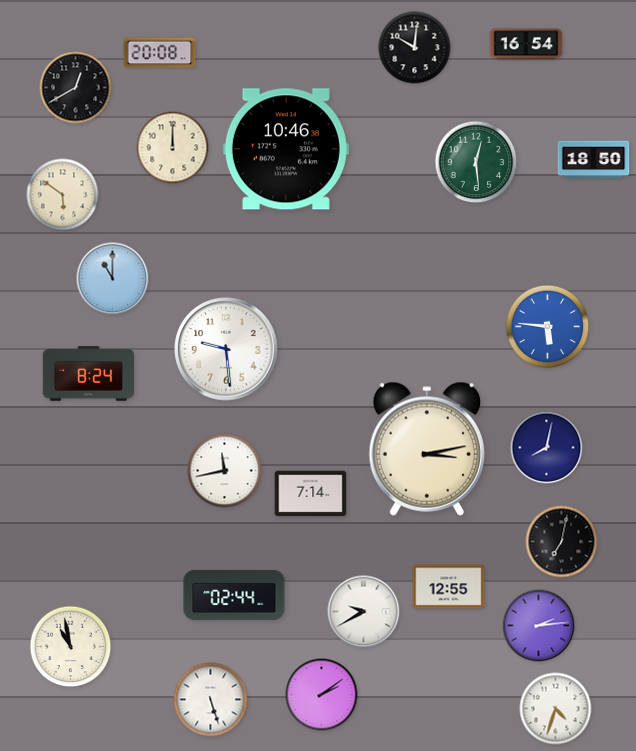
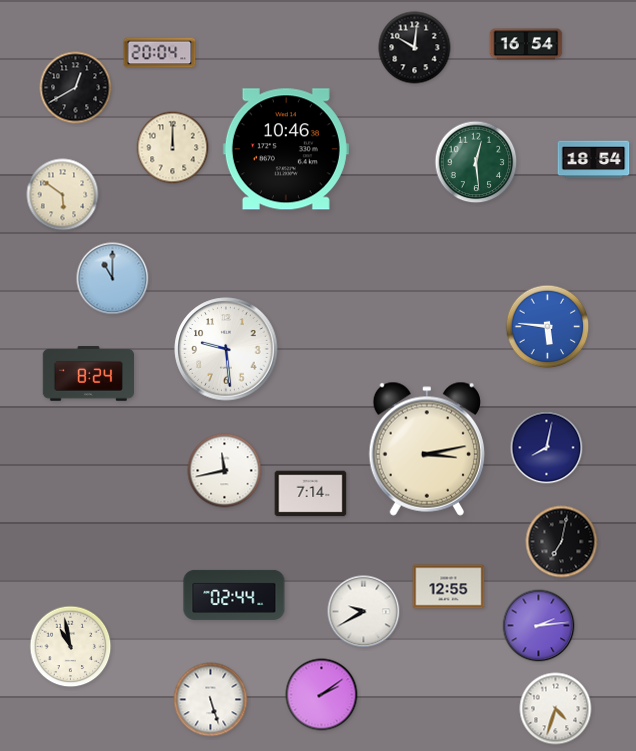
clock at (160, 53): 20:08 -> 20:04
clock at (594, 160): 18:50 -> 18:54
